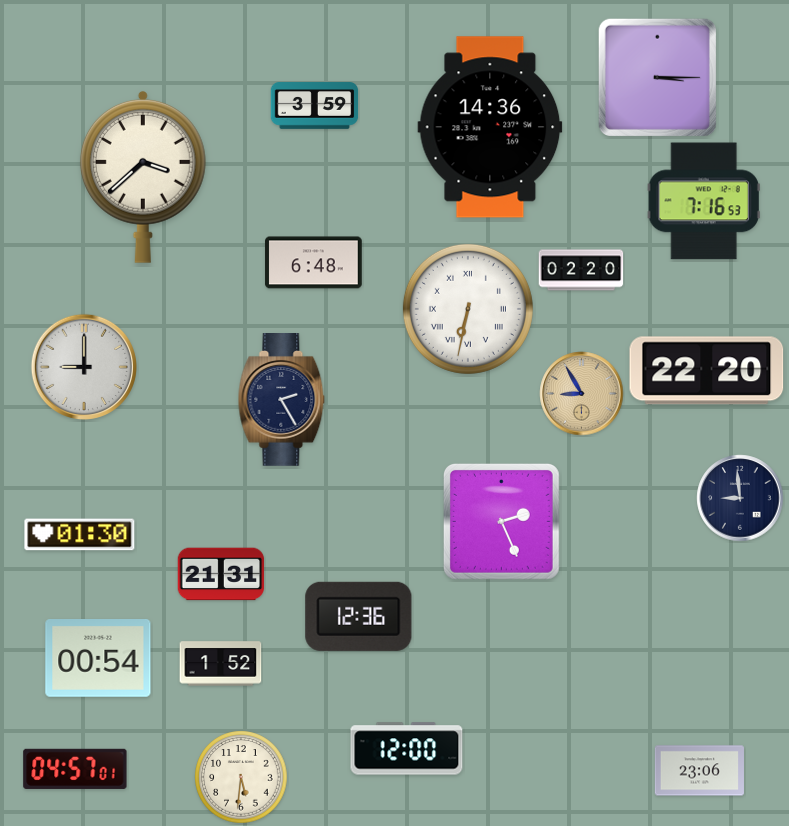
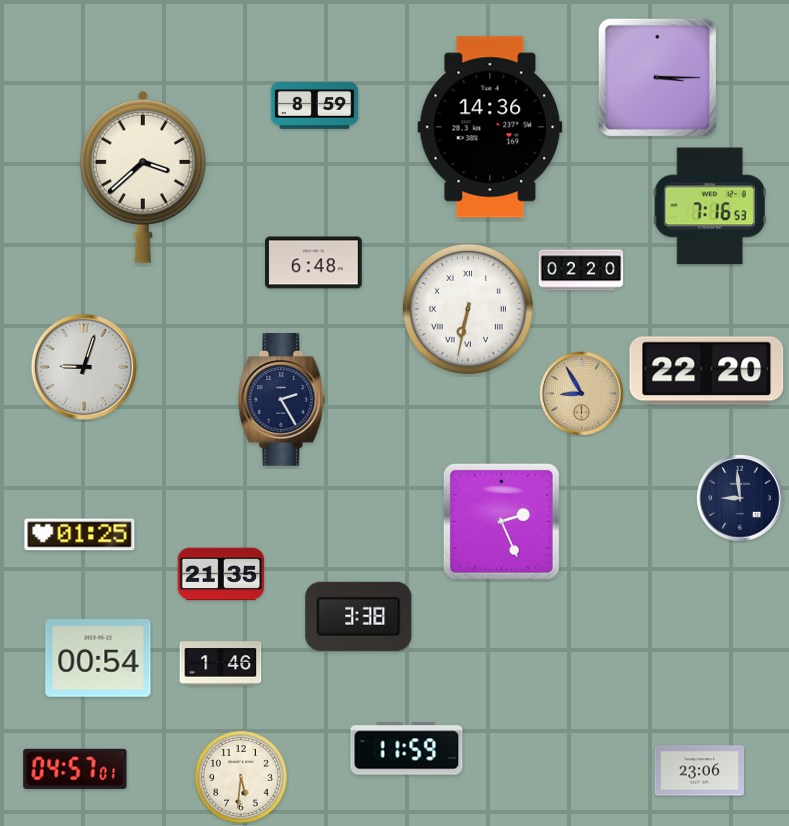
clock at (315, 106): 3:59 -> 8:59
clock at (704, 201) position: (704, 201) -> (710, 206)
clock at (84, 367): 9:00 -> 9:03
clock at (80, 535): 01:30 -> 01:25
clock at (221, 574): 21:31 -> 21:35
clock at (359, 616): 12:36 -> 3:38
clock at (221, 664): 1:52 -> 1:46
clock at (407, 749): 12:00 -> 11:59
